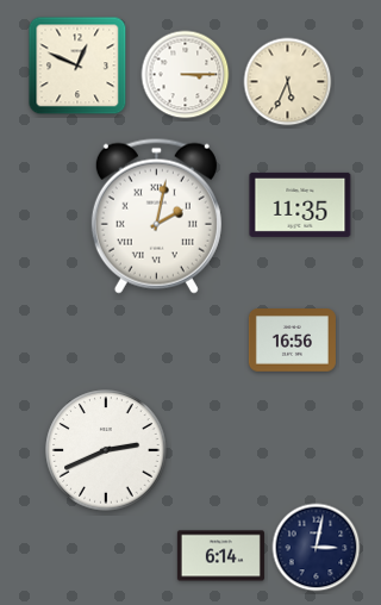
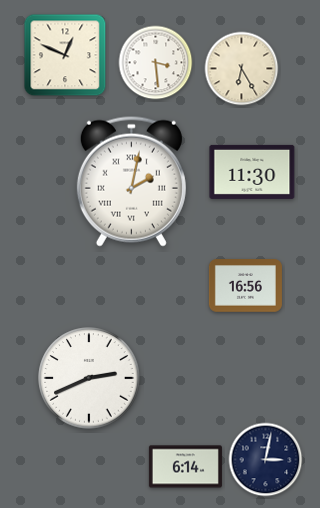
clock at (186, 75): 3:15 -> 3:29
clock at (288, 82): 5:34 -> 6:25
clock at (300, 205): 11:35 -> 11:30
